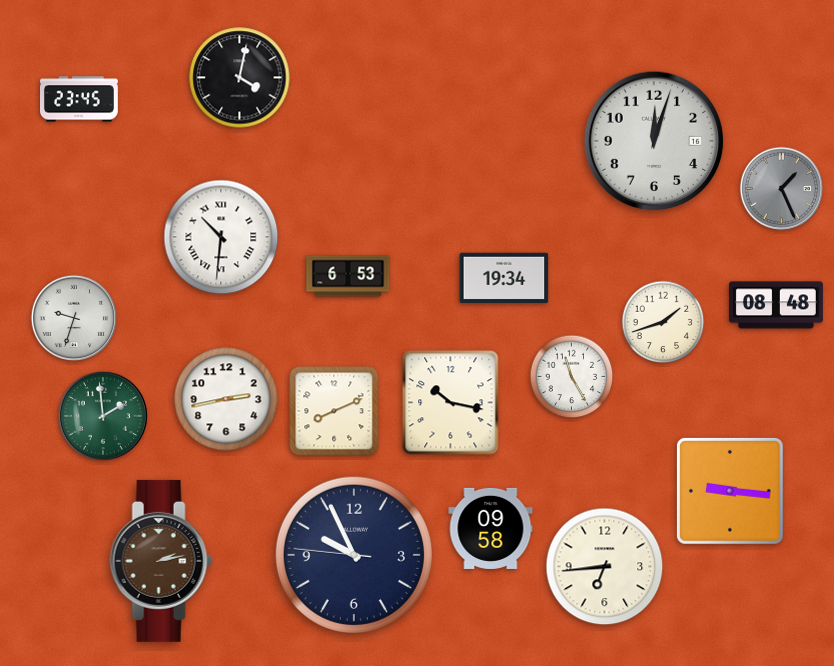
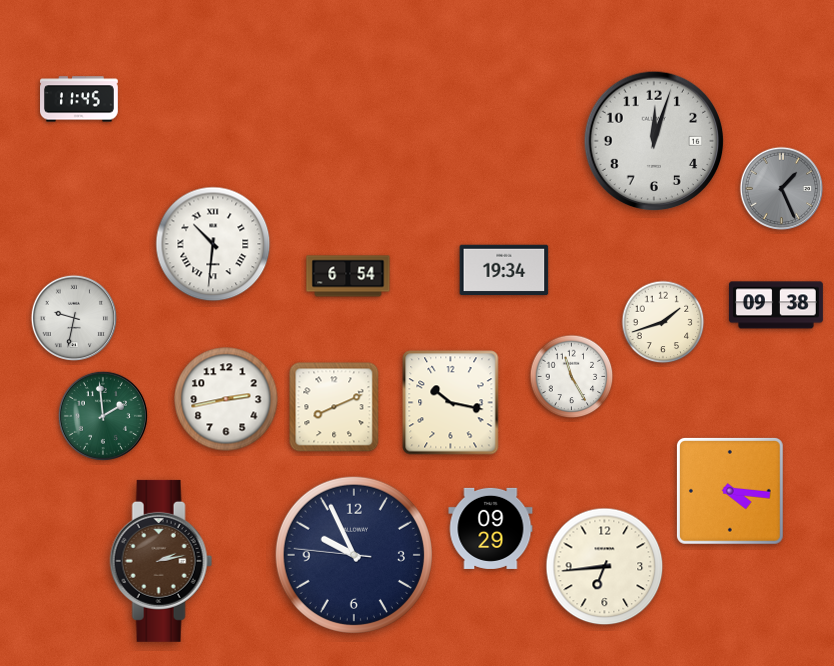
clock at (240, 78): 4:02 -> none
clock at (80, 99): 23:45 -> 11:45
clock at (221, 237) position: (221, 237) -> (213, 244)
clock at (348, 276): 6:53 -> 6:54
clock at (504, 278) position: (504, 278) -> (504, 270)
clock at (776, 305): 08:48 -> 09:38
clock at (73, 317): 9:33 -> 9:32
clock at (334, 411) position: (334, 411) -> (334, 407)
clock at (730, 491): 9:16 -> 4:16
clock at (491, 528): 09:58 -> 09:29
